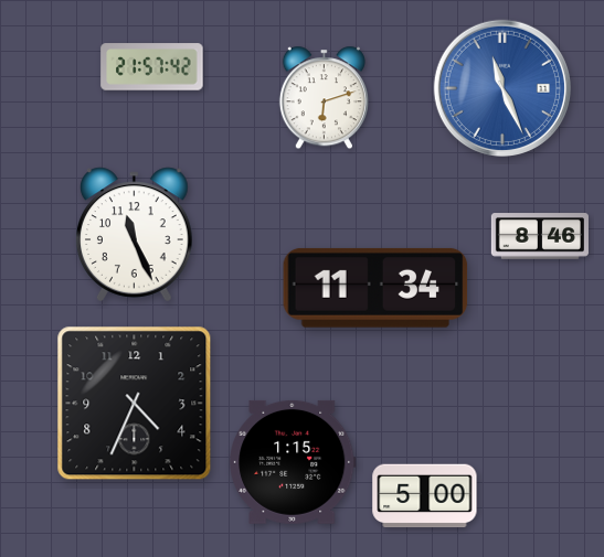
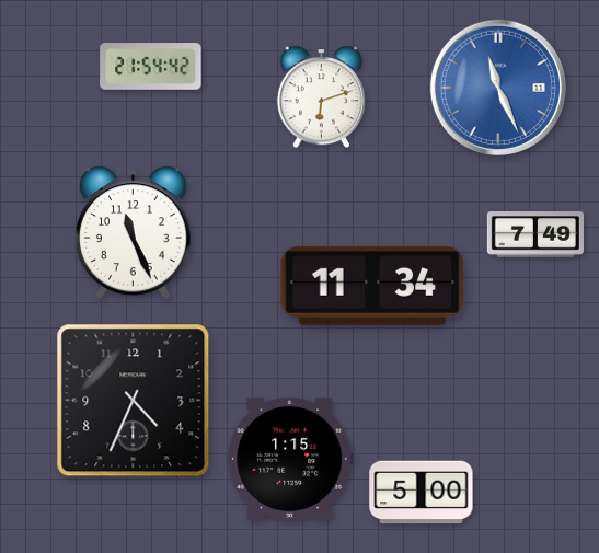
clock at (152, 67): 21:57 -> 21:54
clock at (540, 236): 8:46 -> 7:49
